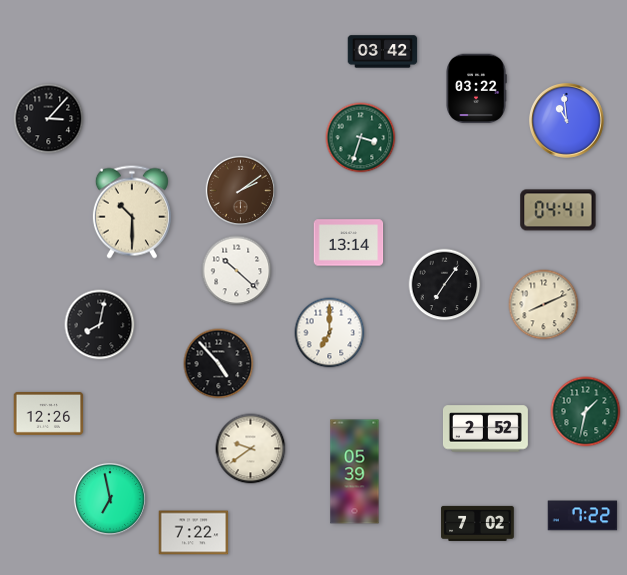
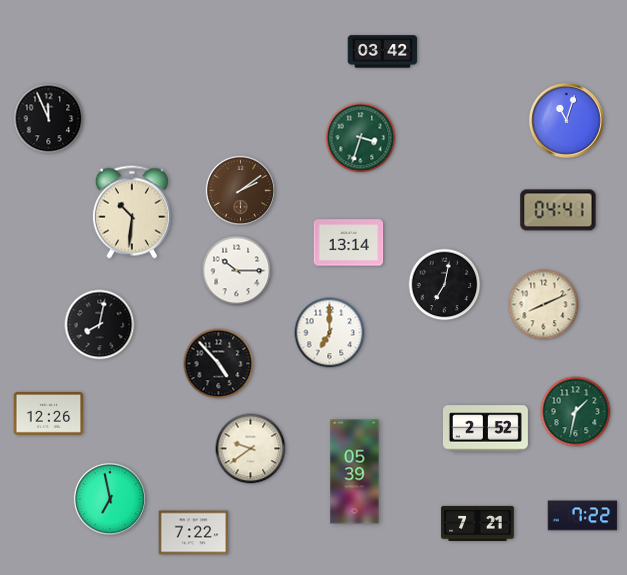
clock at (476, 89): 03:22 -> none
clock at (49, 119): 3:07 -> 11:56
clock at (567, 121): 10:59 -> 11:03
clock at (132, 212): 10:30 -> 10:31
clock at (237, 271): 10:22 -> 10:15
clock at (445, 285): 7:06 -> 7:02
clock at (586, 412) position: (586, 412) -> (576, 412)
clock at (478, 523): 7:02 -> 7:21
